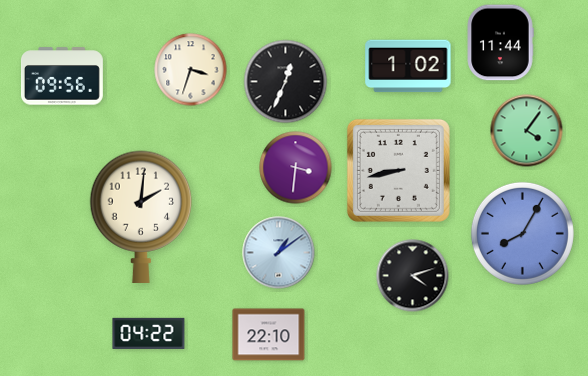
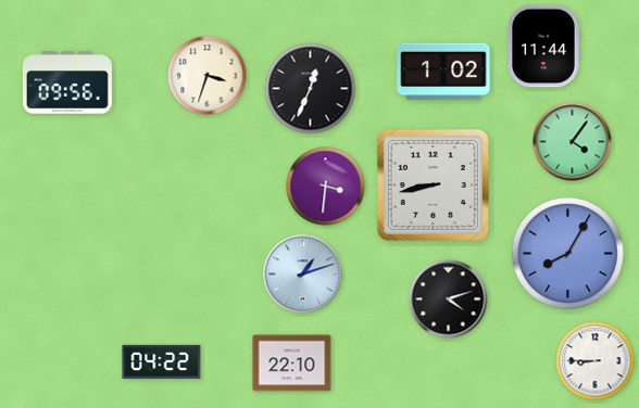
clock at (296, 168) position: (296, 168) -> (326, 187)
clock at (141, 216): 2:01 -> none
clock at (279, 253): 1:09 -> 1:12
clock at (596, 361): none -> 8:45
